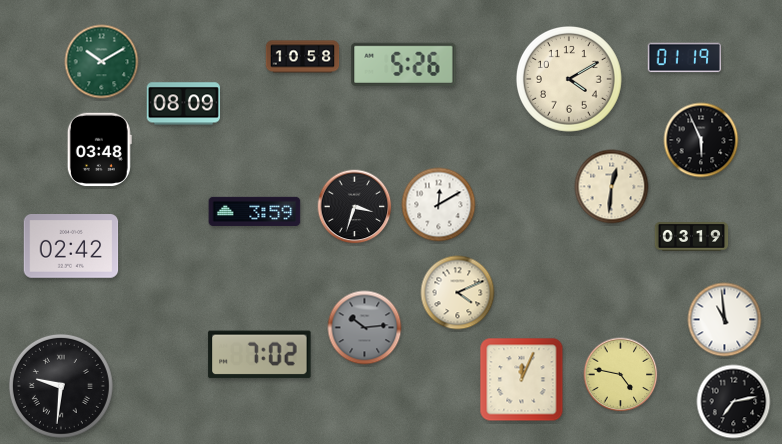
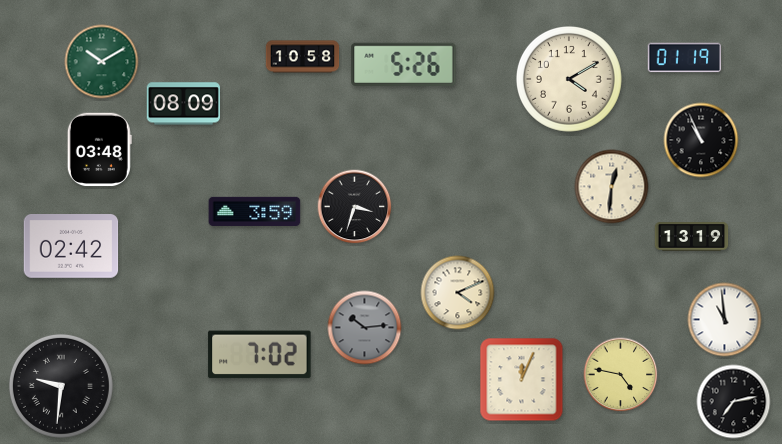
clock at (701, 140): 5:56 -> 10:56
clock at (439, 205): 12:10 -> none
clock at (692, 237): 03:19 -> 13:19
